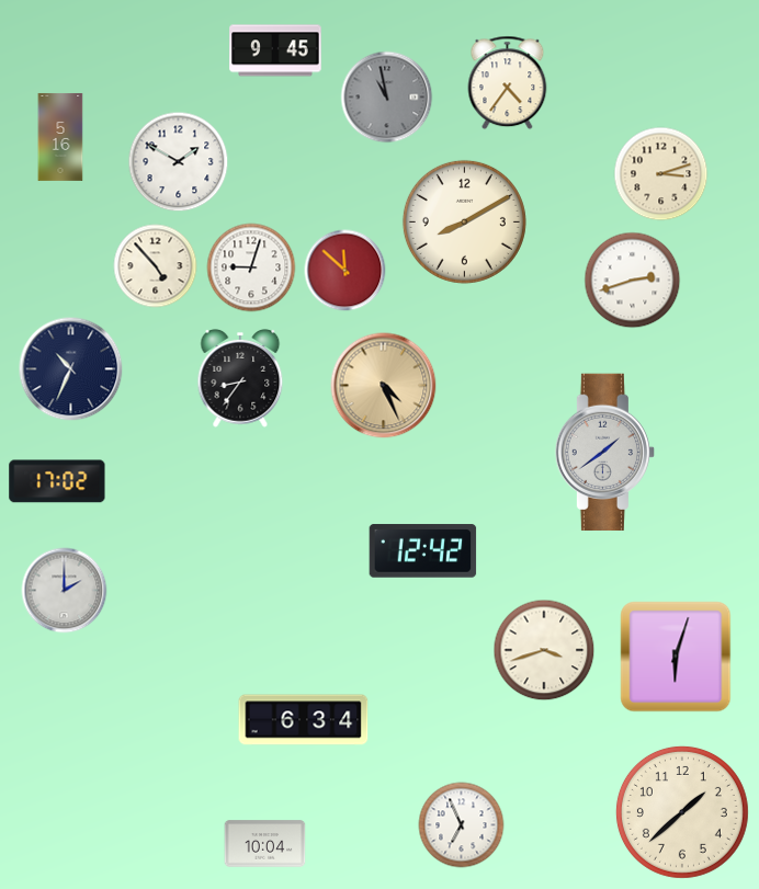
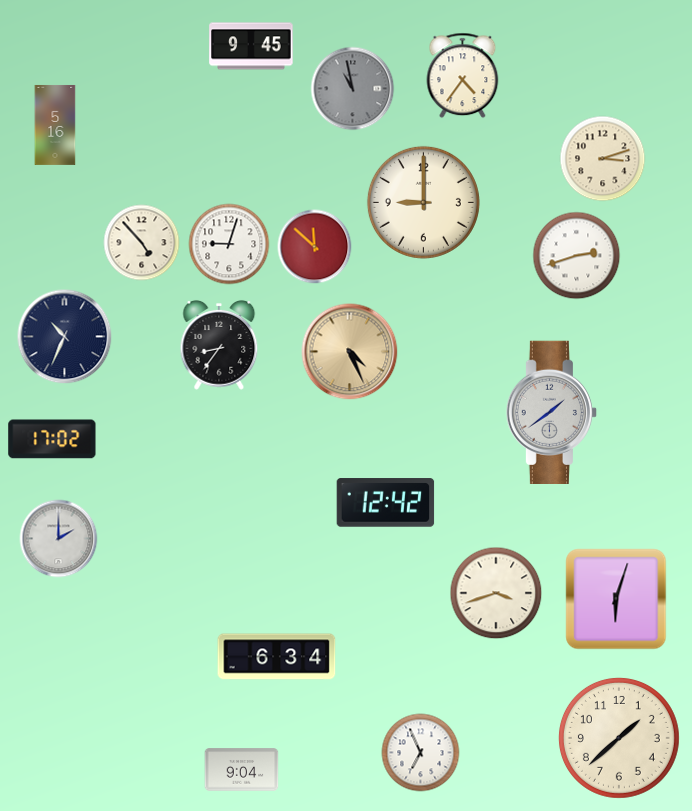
clock at (179, 162): 1:50 -> none
clock at (464, 221): 8:10 -> 9:00
clock at (682, 812) position: (682, 812) -> (619, 738)
clock at (265, 844): 10:04 -> 9:04
